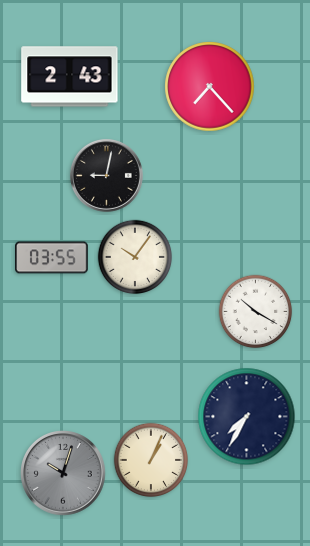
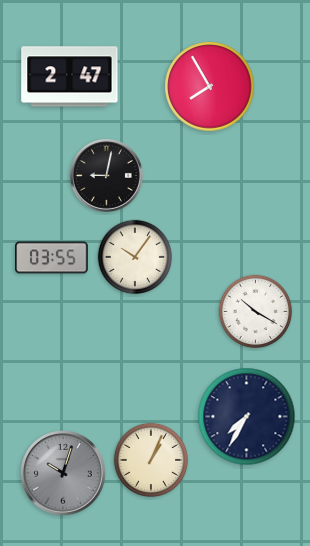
clock at (70, 77): 2:43 -> 2:47
clock at (210, 87): 7:23 -> 7:55
